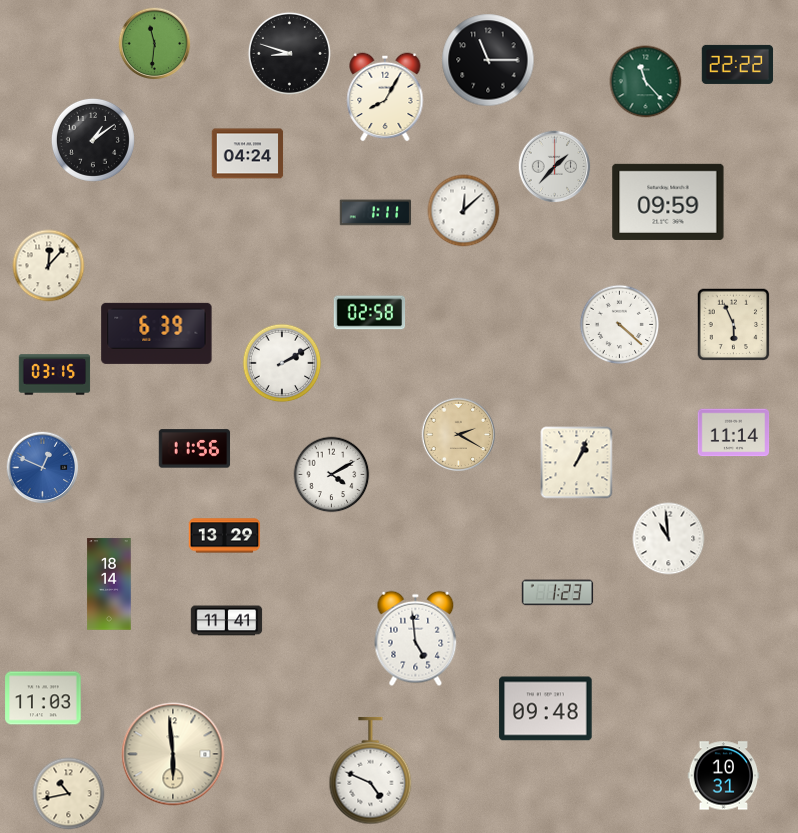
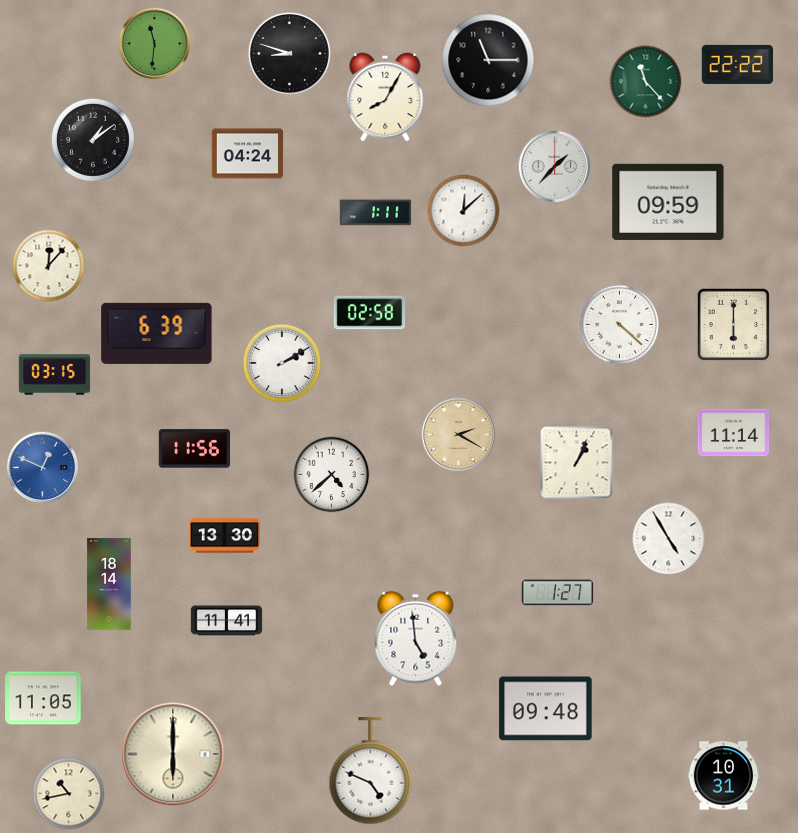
clock at (734, 325): 5:56 -> 6:00
clock at (332, 475): 4:10 -> 4:38
clock at (225, 536): 13:29 -> 13:30
clock at (669, 539): 10:59 -> 4:55
clock at (558, 593): 1:23 -> 1:27
clock at (43, 698): 11:03 -> 11:05
clock at (173, 754): 5:59 -> 6:00
